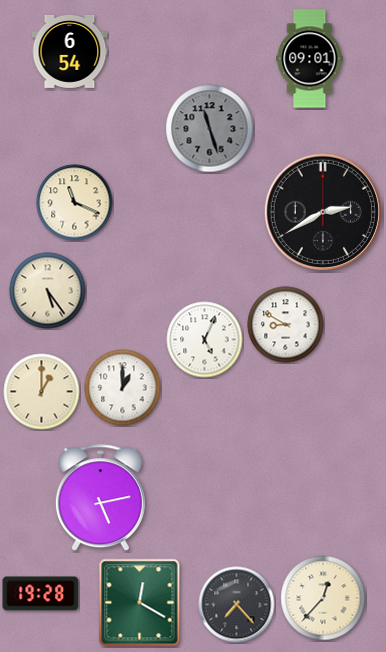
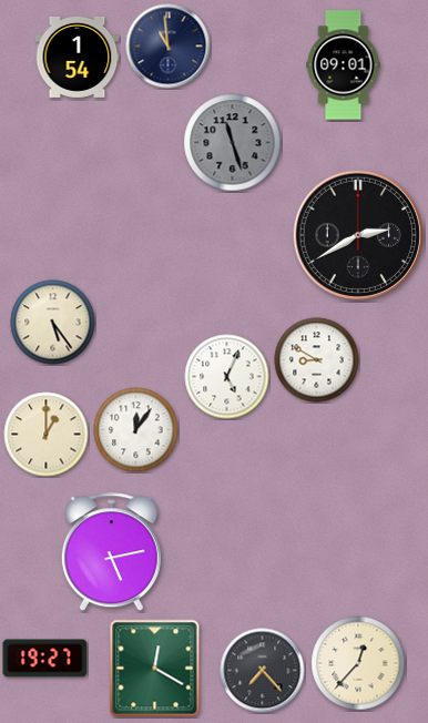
clock at (169, 47): none -> 10:59
clock at (70, 51): 6:54 -> 1:54
clock at (75, 203): 11:19 -> none
clock at (123, 388): 1:00 -> 12:06
clock at (41, 594): 19:28 -> 19:27
